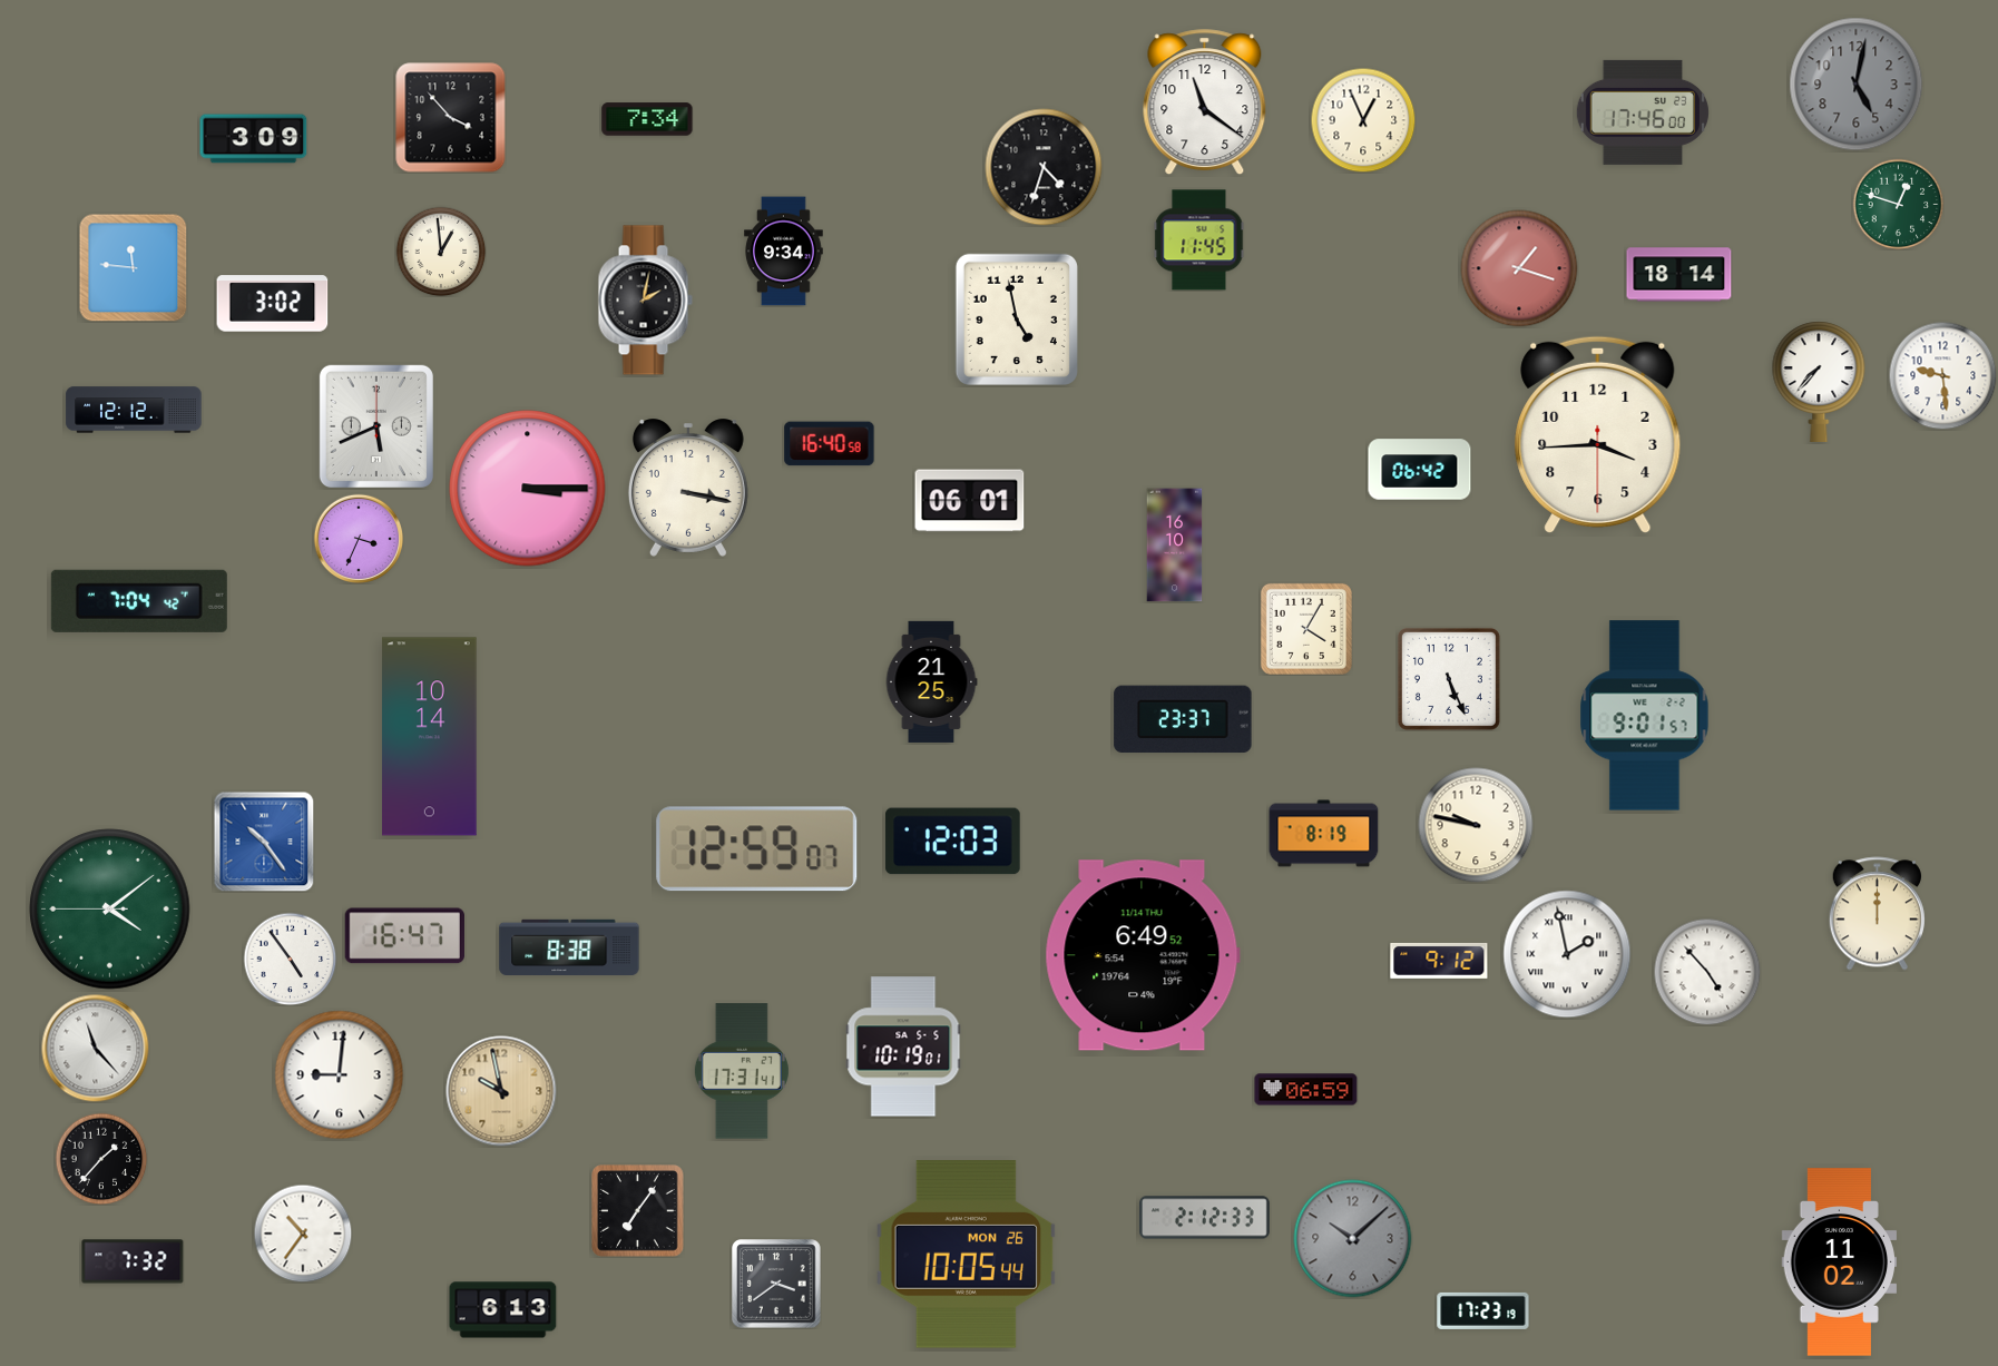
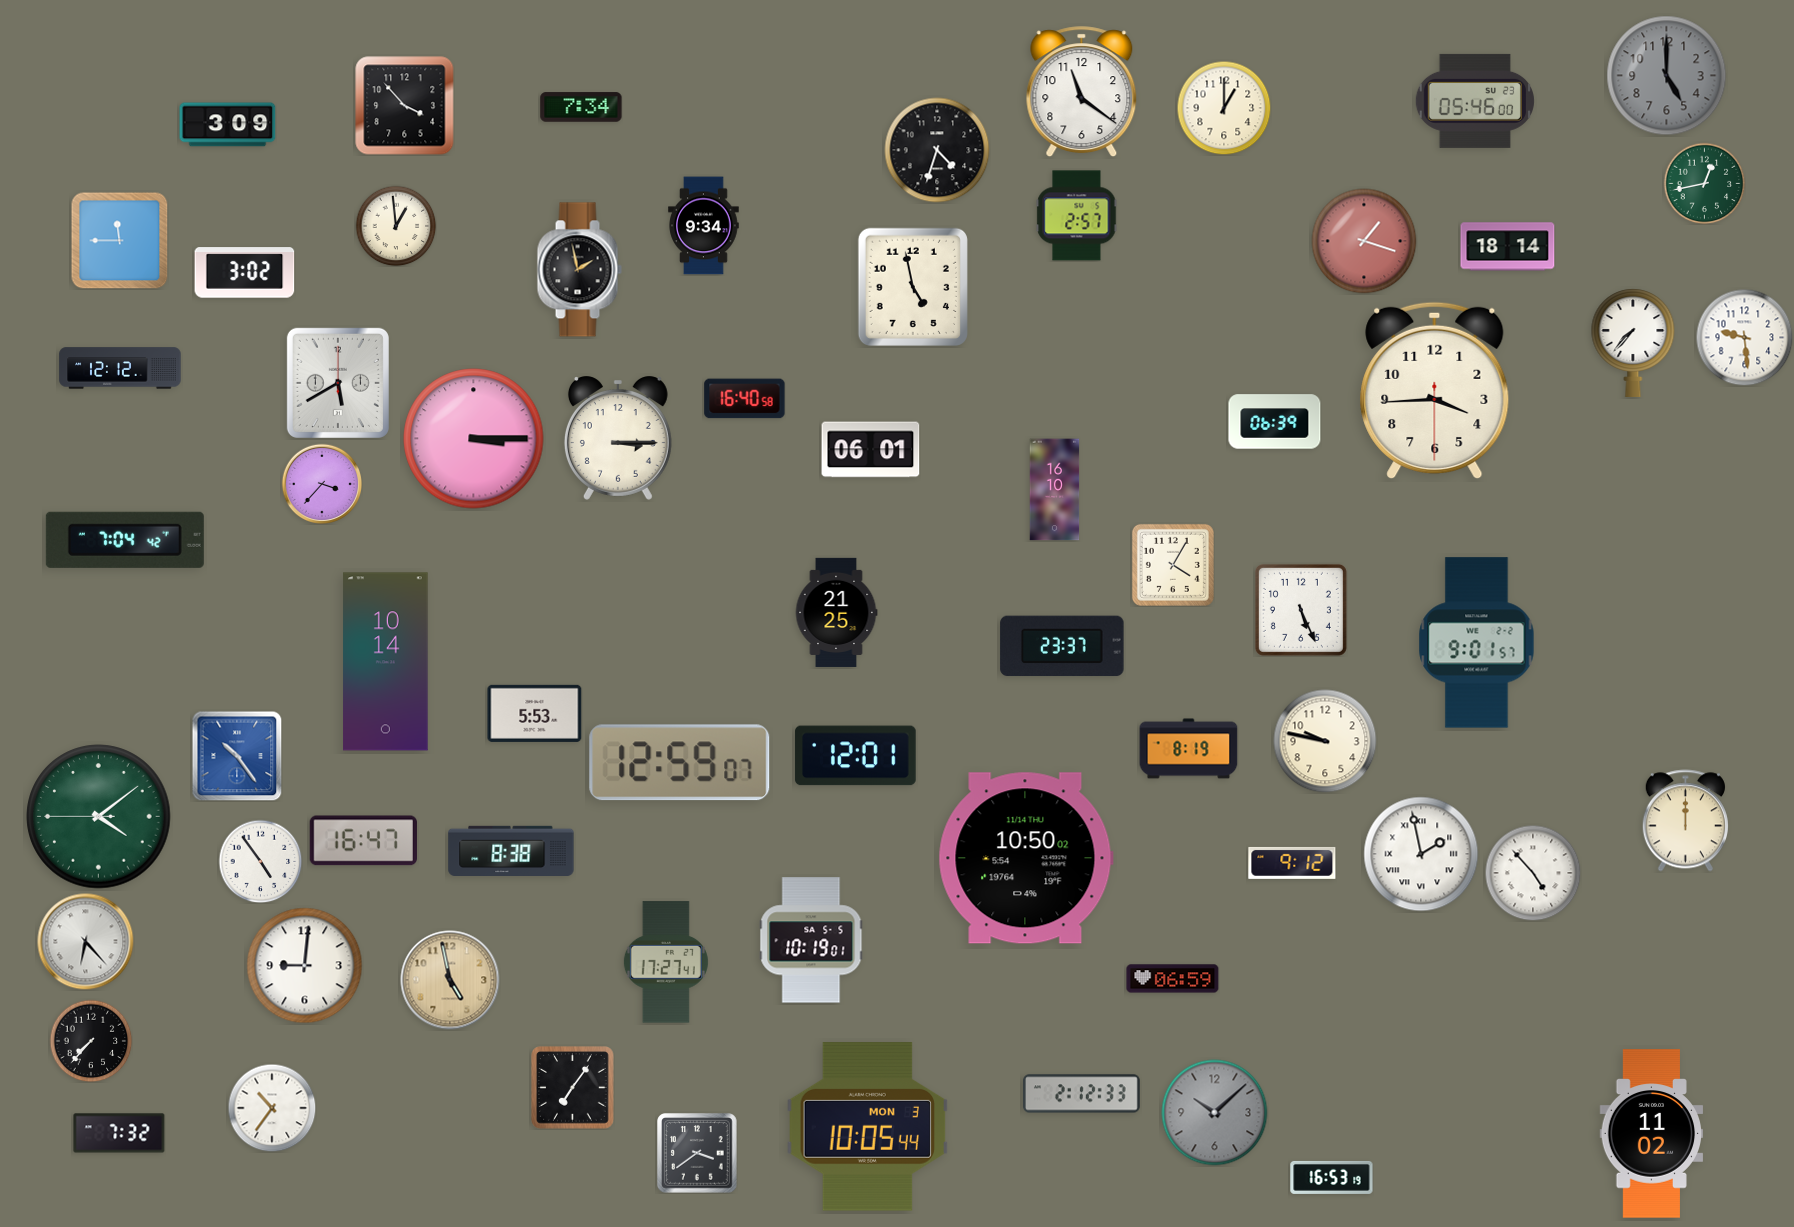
clock at (1857, 85): 5:02 -> 5:00
clock at (1643, 112): 17:46 -> 05:46
clock at (1363, 120): 12:56 -> 1:00
clock at (1898, 204): 12:48 -> 12:43
clock at (1199, 240): 11:45 -> 2:57
clock at (134, 268): 11:46 -> 11:45
clock at (645, 301): 2:02 -> 1:58
clock at (376, 426): 5:41 -> 5:40
clock at (1420, 470): 06:42 -> 06:39
clock at (688, 488): 3:17 -> 3:15
clock at (358, 538): 3:34 -> 3:37
clock at (535, 713): none -> 5:53
clock at (953, 842): 12:03 -> 12:01
clock at (1567, 954) position: (1567, 954) -> (1421, 854)
clock at (1143, 955): 6:49 -> 10:50
clock at (96, 1049): 11:23 -> 6:23
clock at (742, 1071): 17:31 -> 17:27
clock at (501, 1091): 9:58 -> 4:58
clock at (101, 1159): 1:37 -> 7:37
clock at (967, 1255) date: MON 26 -> MON 3
clock at (503, 1310): 6:13 -> none
clock at (1483, 1310): 17:23 -> 16:53
